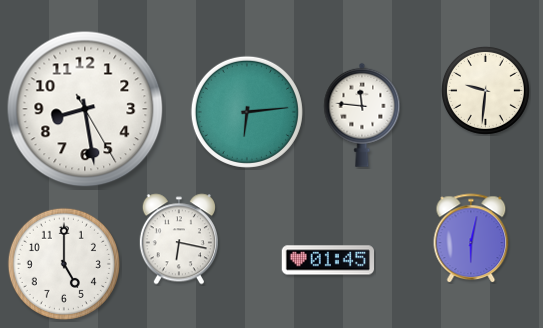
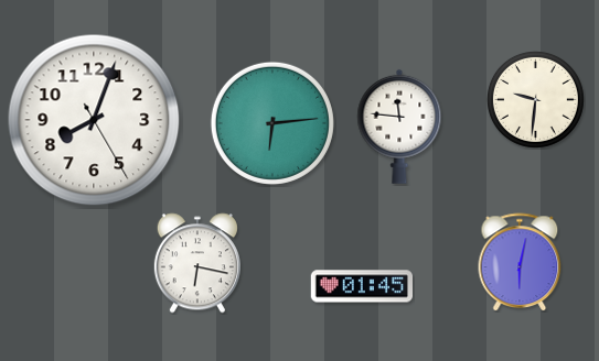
clock at (85, 109): 8:28 -> 8:03
clock at (64, 264): 5:00 -> none
